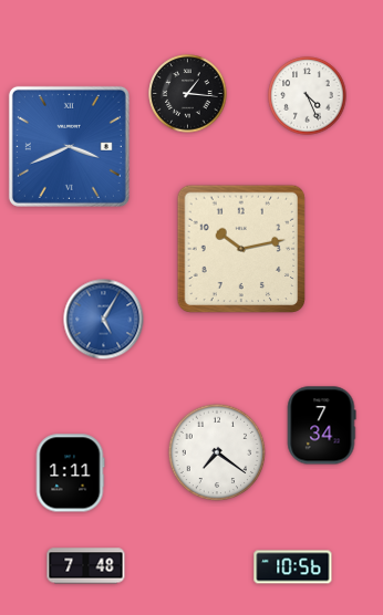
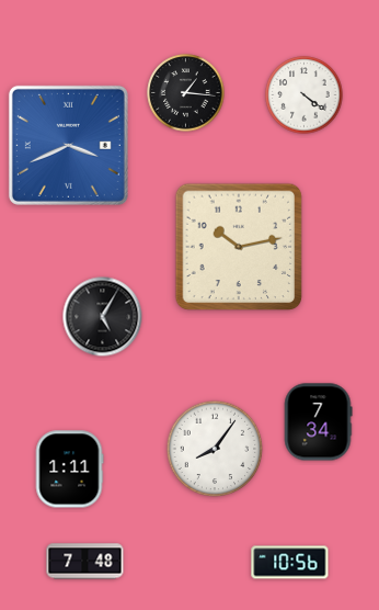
clock at (308, 96): 4:26 -> 4:21
clock at (104, 320) dial: blue -> black
clock at (217, 452): 7:21 -> 8:06
